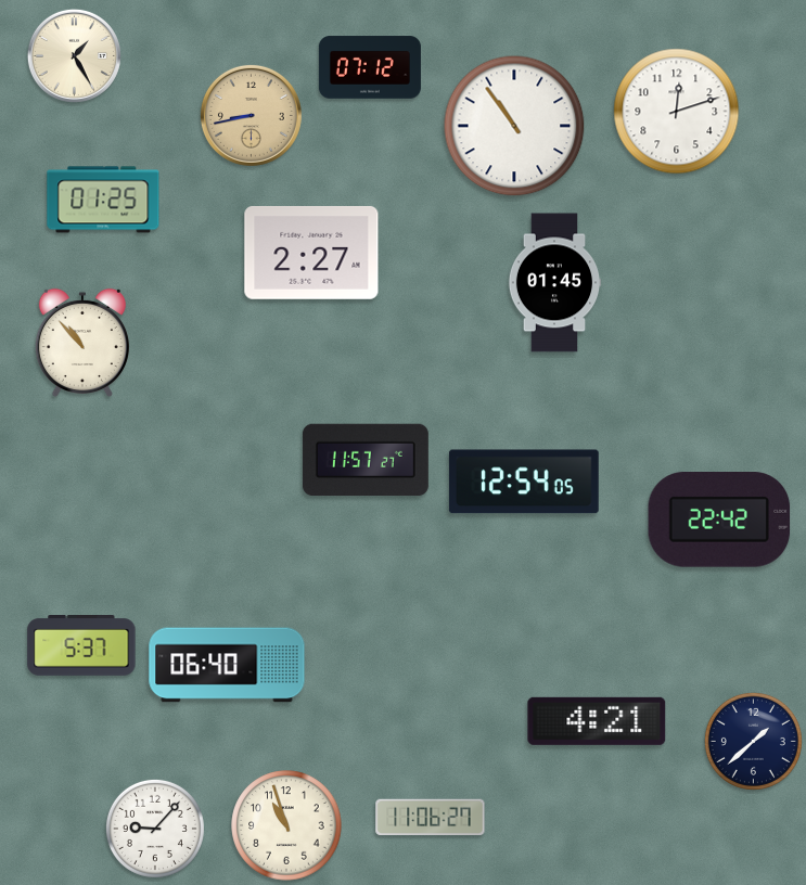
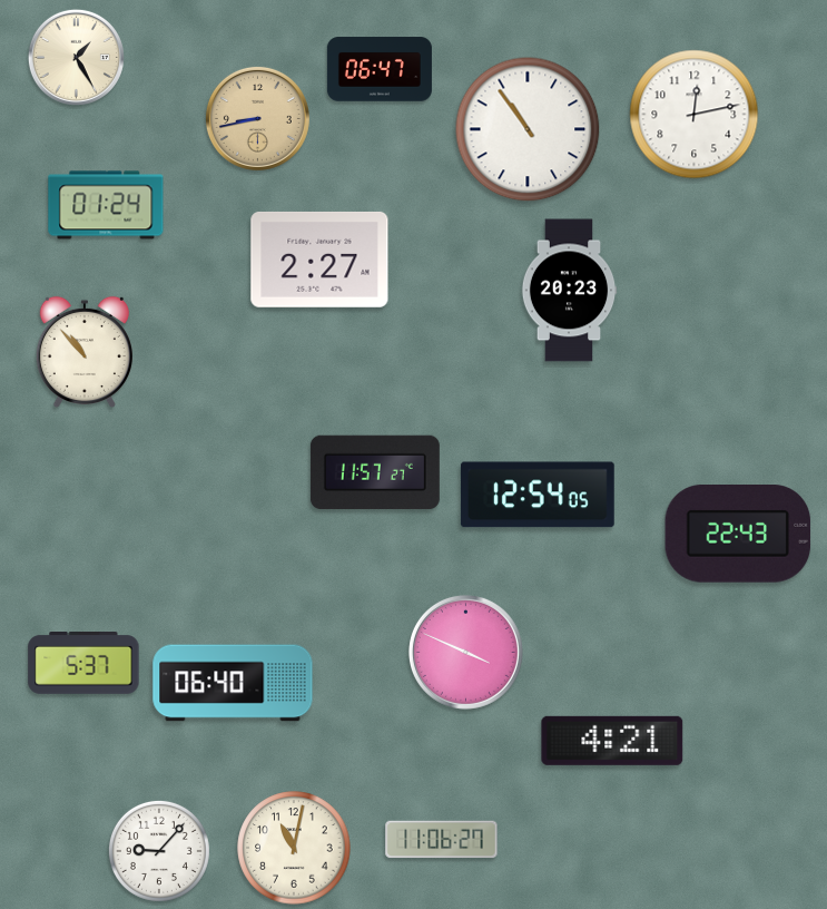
clock at (370, 67): 07:12 -> 06:47
clock at (677, 112): 12:12 -> 12:13
clock at (103, 200): 01:25 -> 01:24
clock at (554, 283): 01:45 -> 20:23
clock at (719, 521): 22:42 -> 22:43
clock at (465, 652): none -> 3:49
clock at (753, 741): 1:38 -> none
clock at (286, 825): 10:57 -> 11:02
